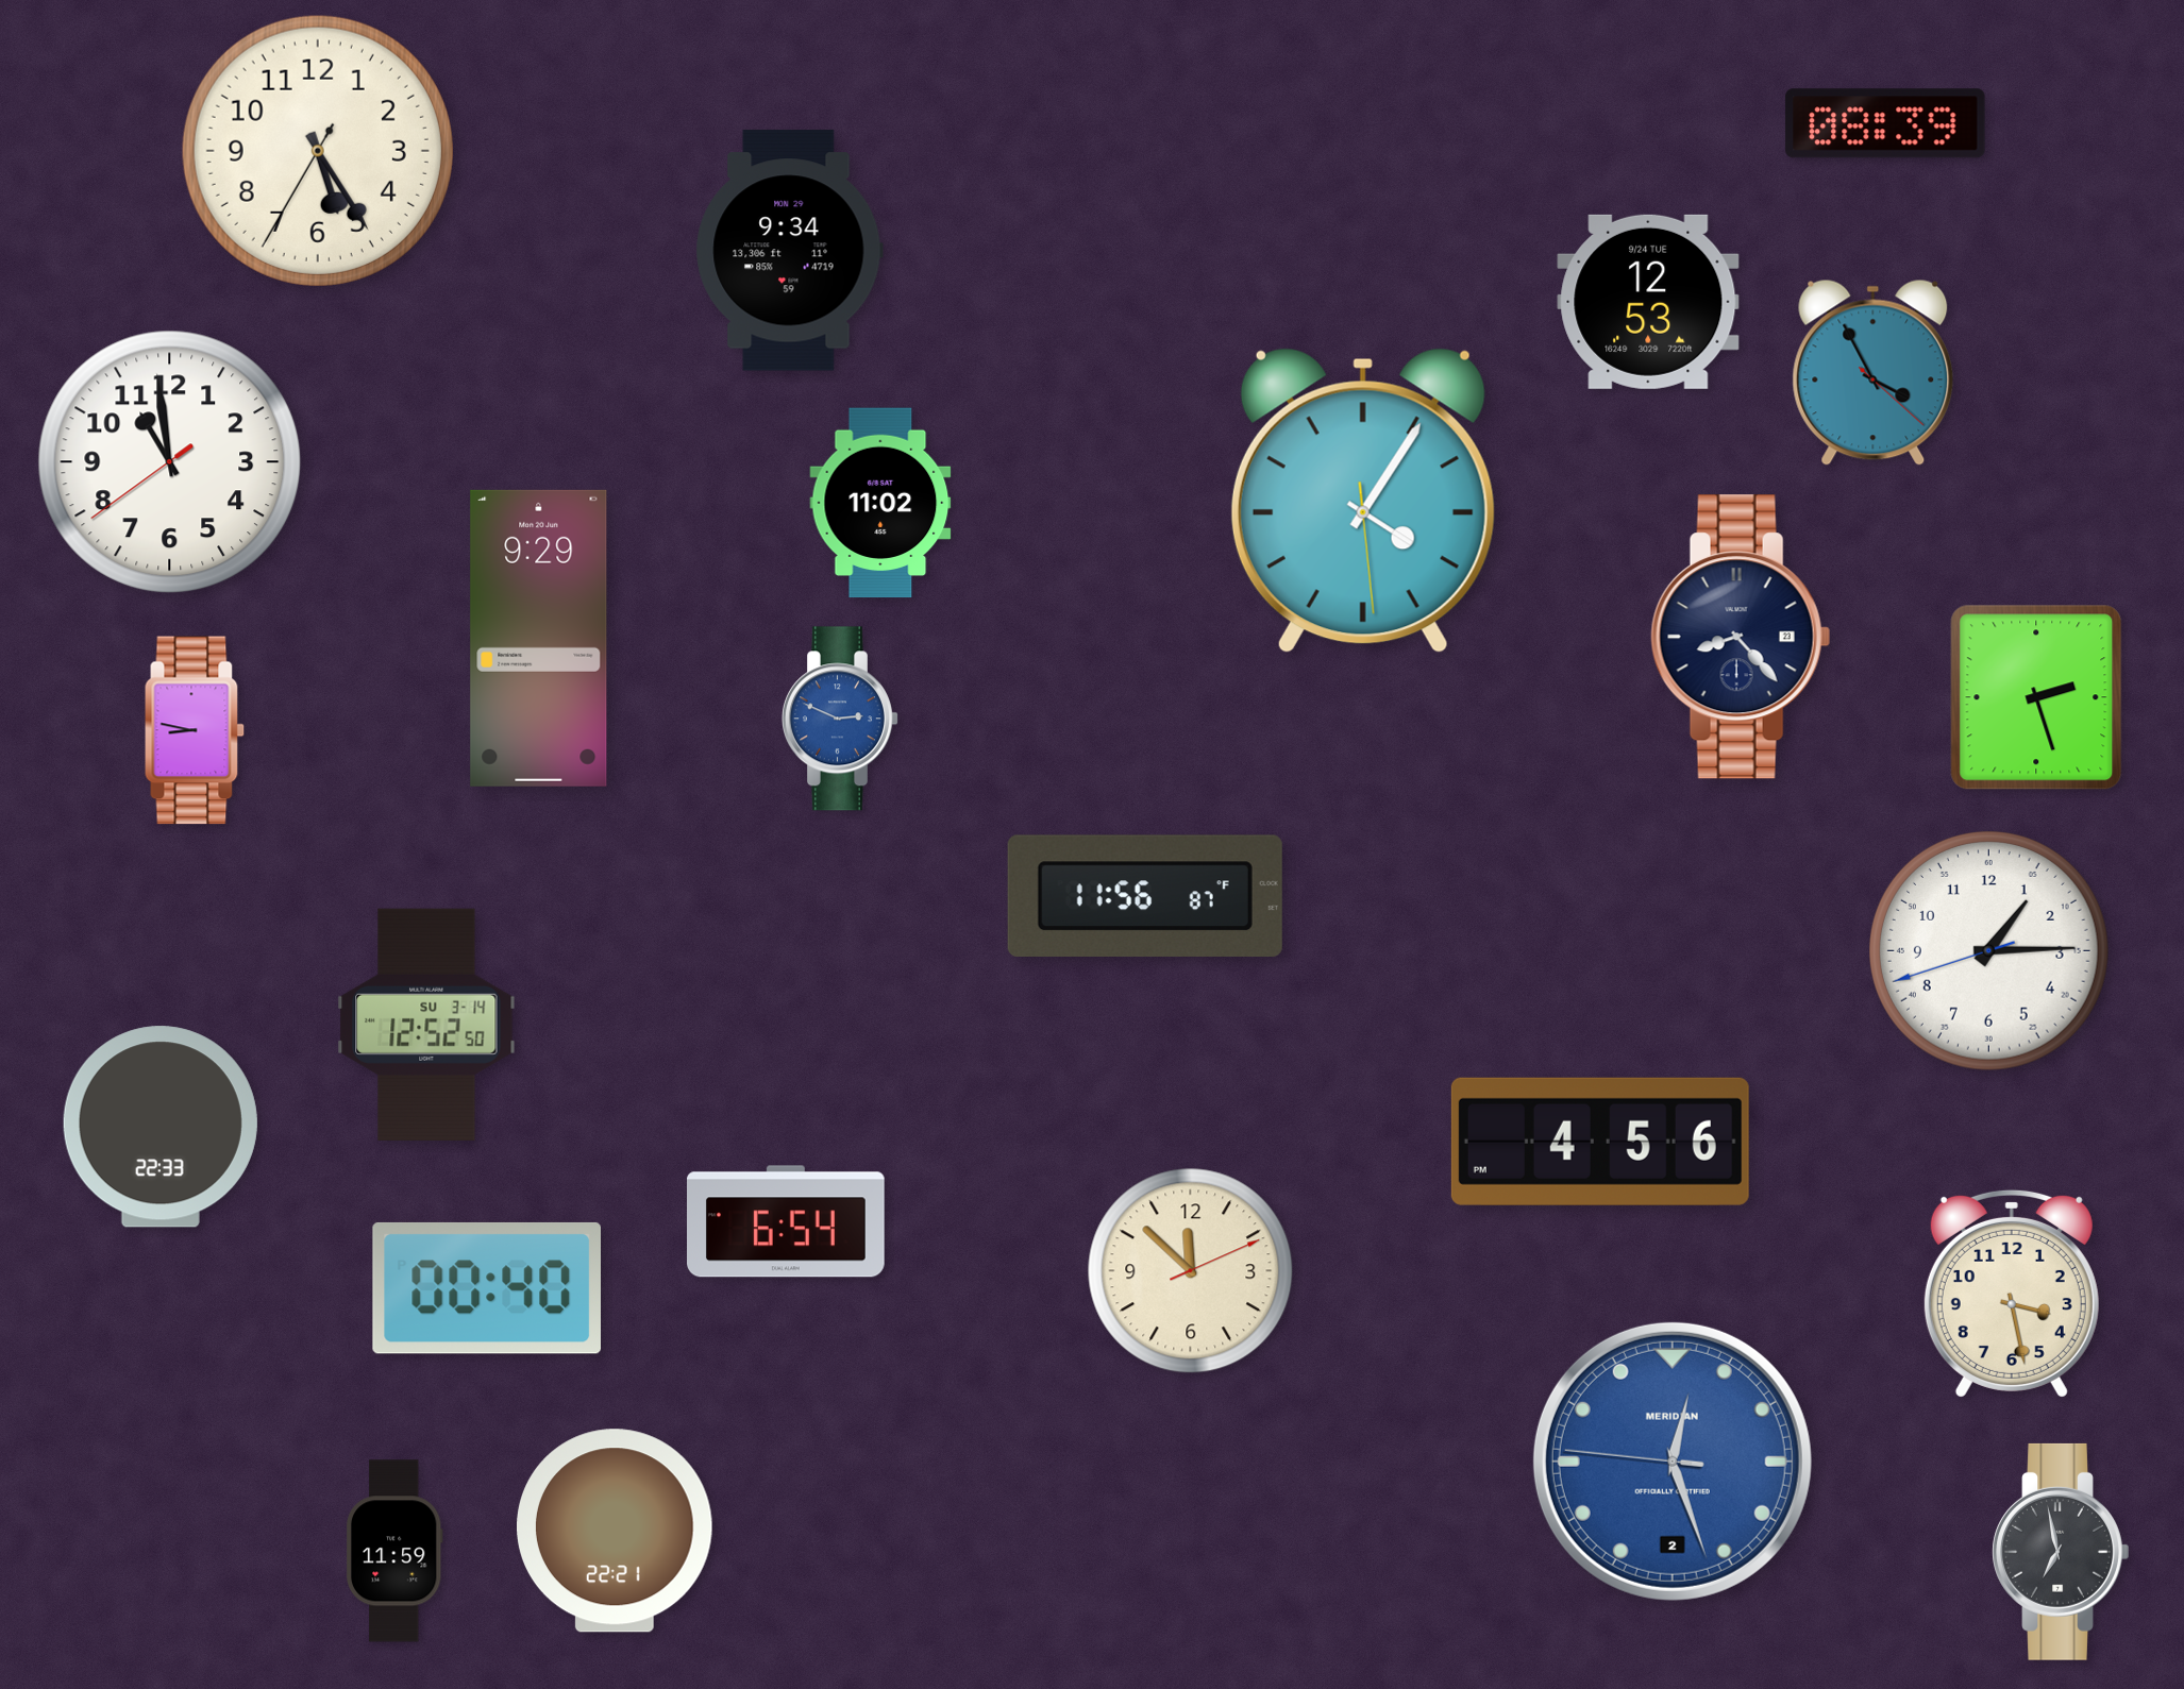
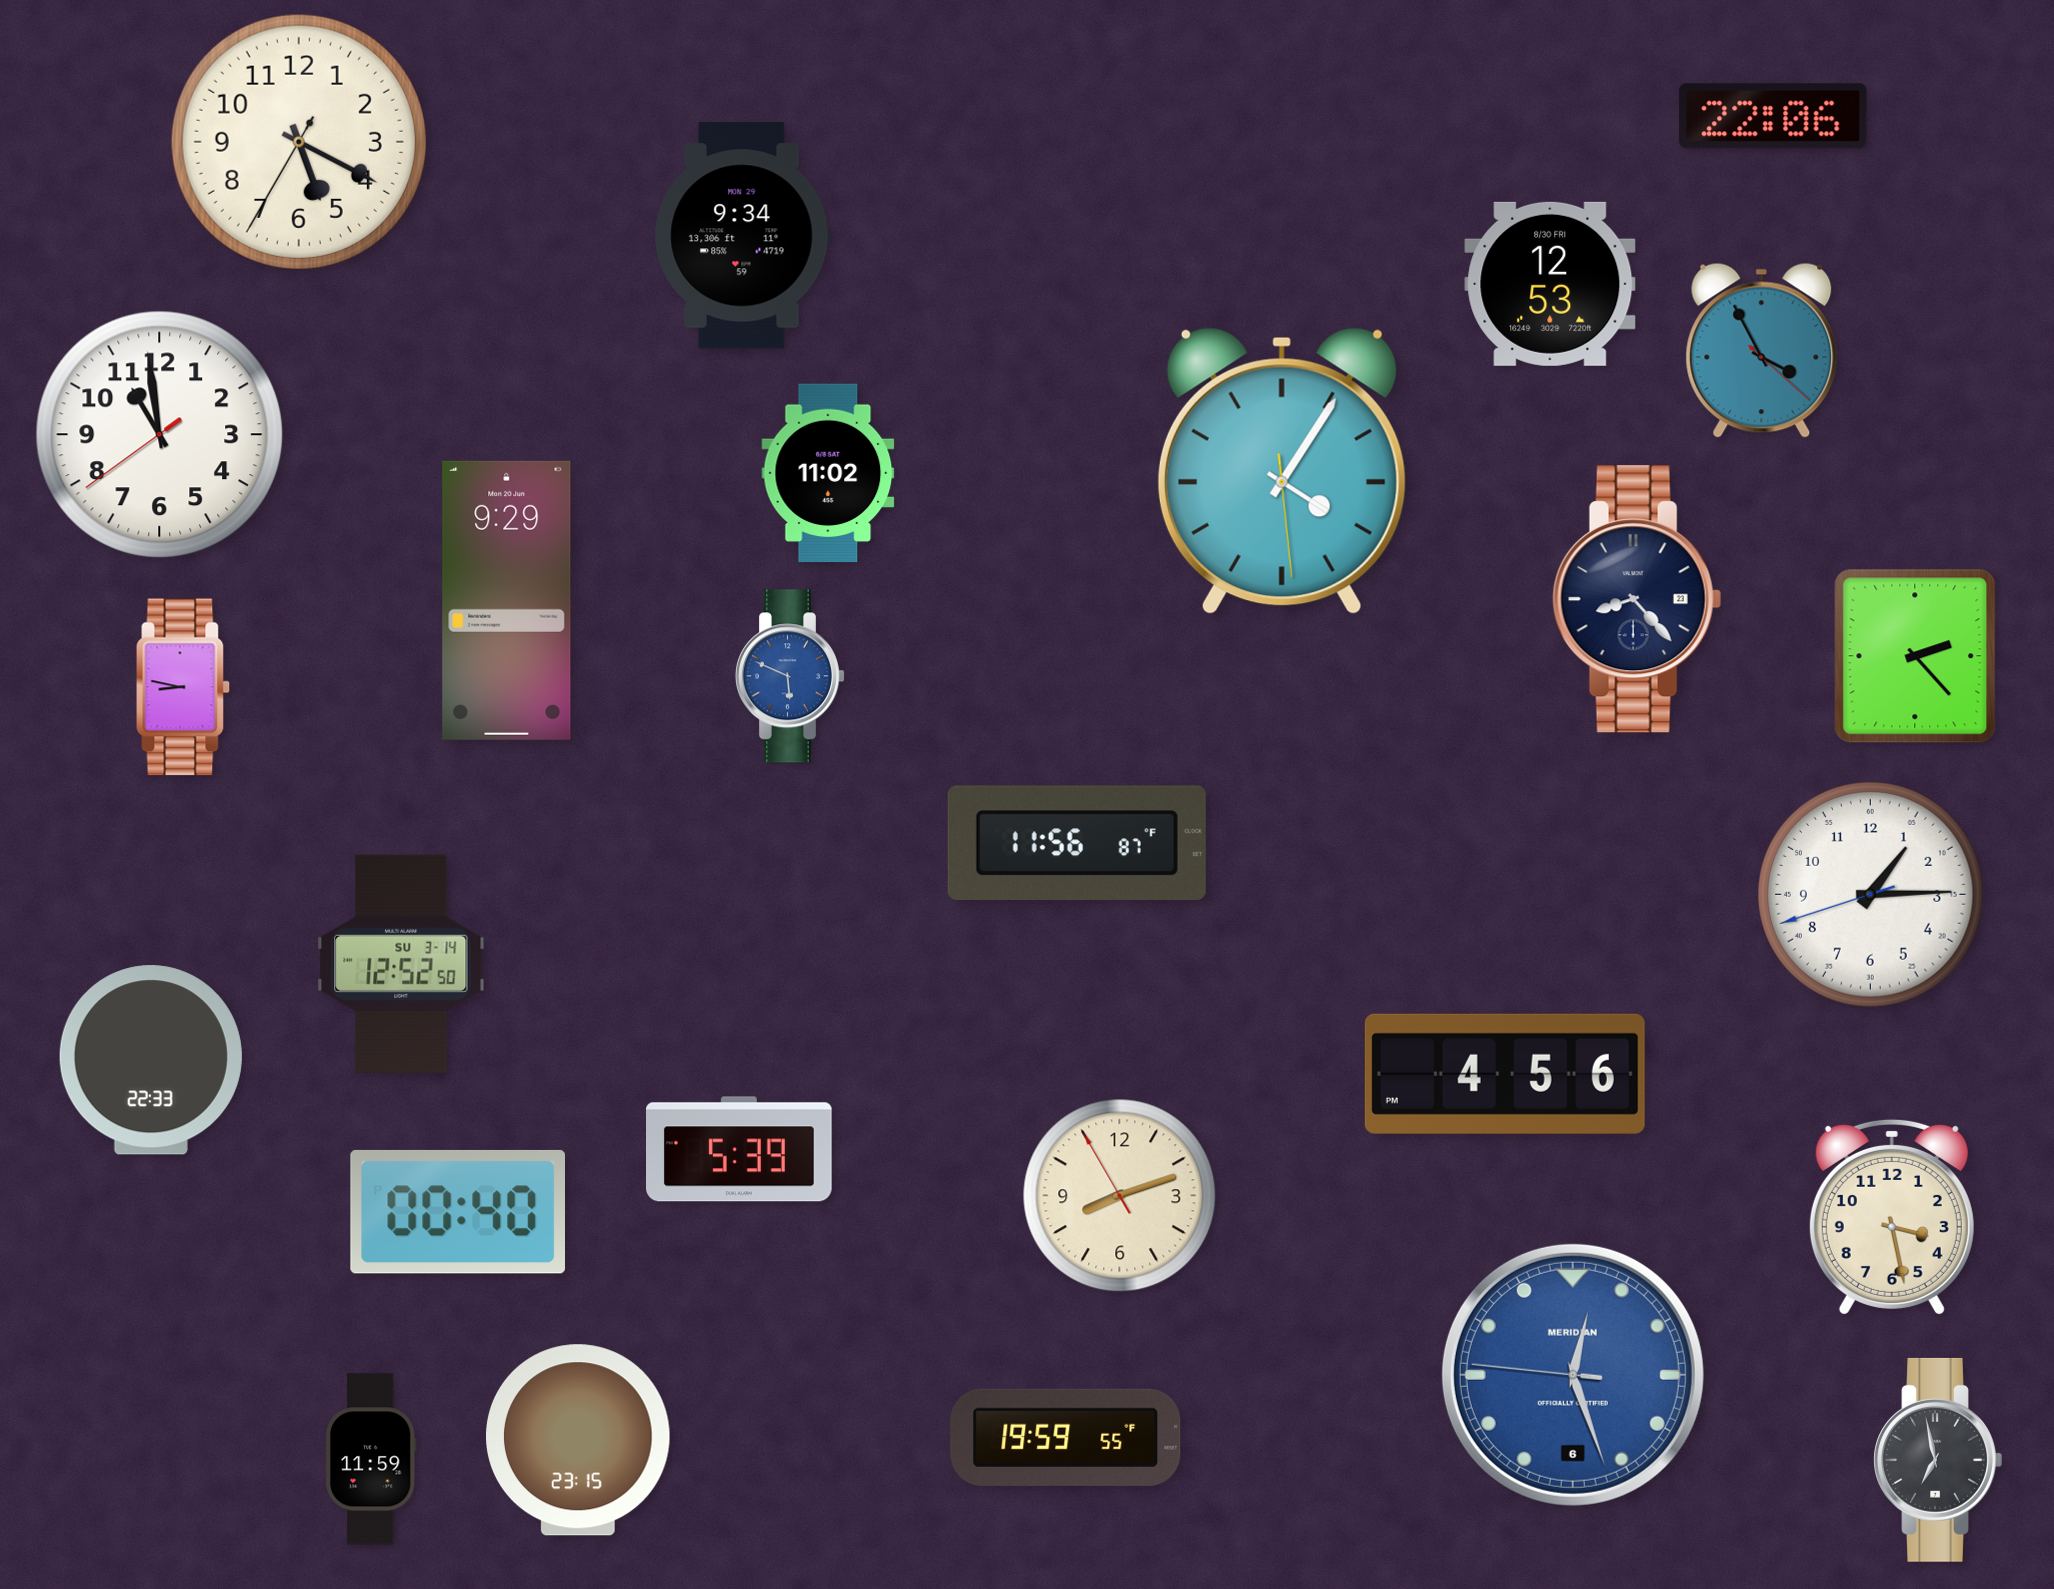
clock at (1885, 123): 08:39 -> 22:06
clock at (318, 151): 5:24 -> 5:19
clock at (1648, 302) date: 9/24 TUE -> 8/30 FRI
clock at (2036, 697): 2:27 -> 2:23
clock at (840, 719): 2:49 -> 5:49
clock at (787, 1221): 6:54 -> 5:39
clock at (1191, 1271): 11:52 -> 8:11
clock at (1673, 1462) date: 2 -> 6
clock at (1066, 1437): none -> 19:59
clock at (616, 1531): 22:21 -> 23:15
